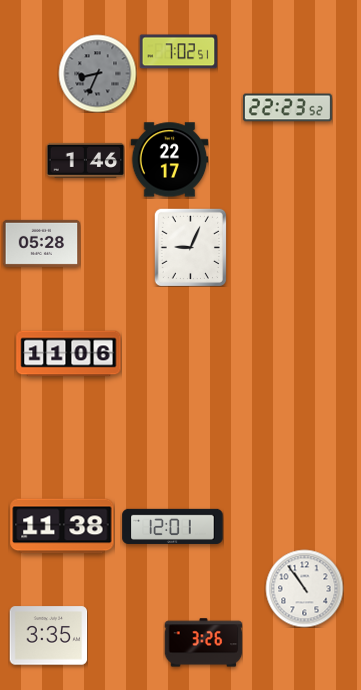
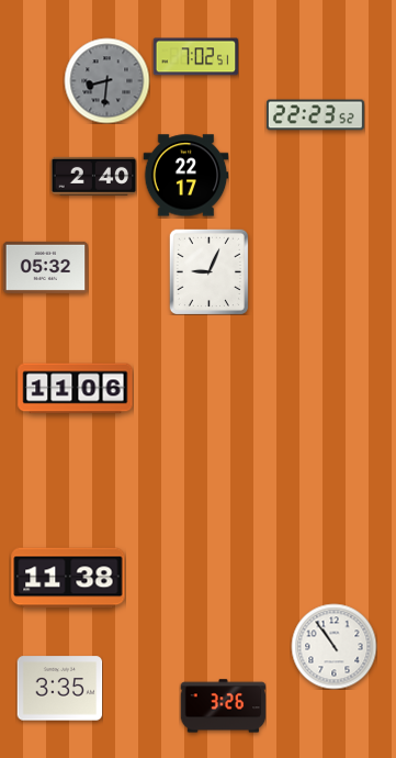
clock at (97, 73): 8:34 -> 8:31
clock at (287, 108) position: (287, 108) -> (315, 115)
clock at (85, 160): 1:46 -> 2:40
clock at (41, 243): 05:28 -> 05:32
clock at (173, 526): 12:01 -> none
clock at (48, 636) position: (48, 636) -> (59, 689)
